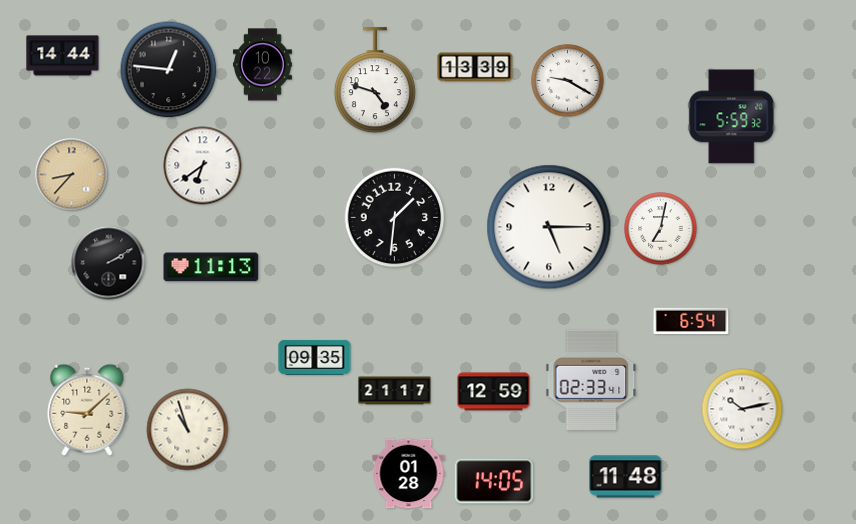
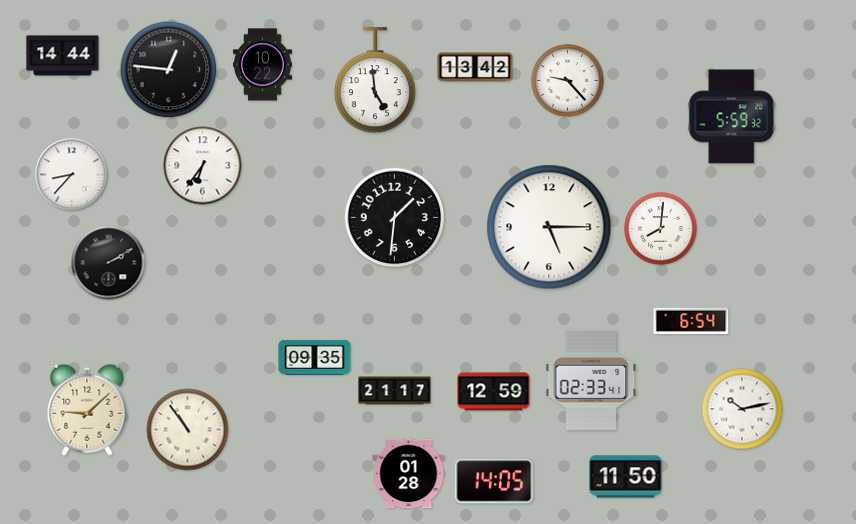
clock at (475, 67): 13:39 -> 13:42
clock at (375, 81): 4:48 -> 4:59
clock at (568, 81): 9:20 -> 9:23
clock at (203, 166): 6:39 -> 6:36
clock at (72, 175) dial: champagne -> white
clock at (661, 229): 7:02 -> 8:01
clock at (211, 267): 11:13 -> none
clock at (188, 430): 10:57 -> 10:54
clock at (626, 477): 11:48 -> 11:50
